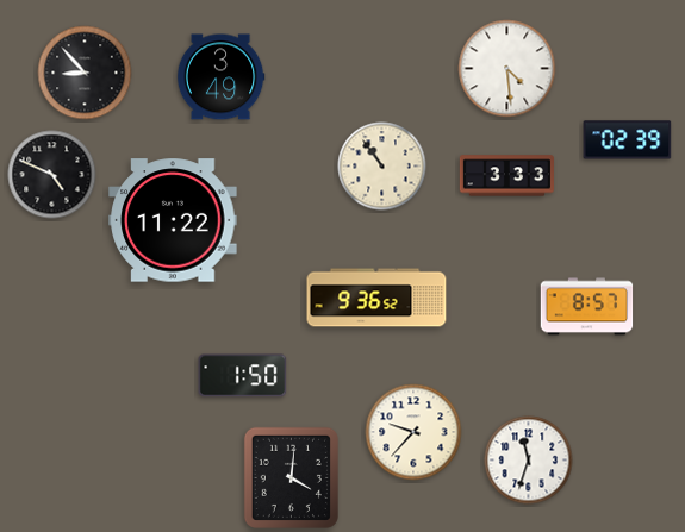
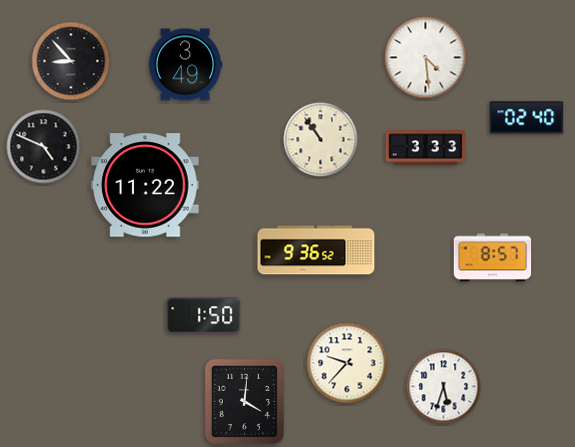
clock at (628, 140): 02:39 -> 02:40
clock at (529, 461): 11:33 -> 5:33
